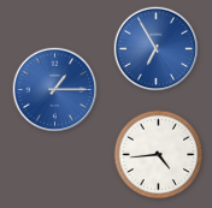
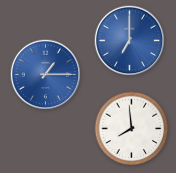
clock at (157, 49): 6:55 -> 7:00
clock at (159, 155): 4:44 -> 7:59
